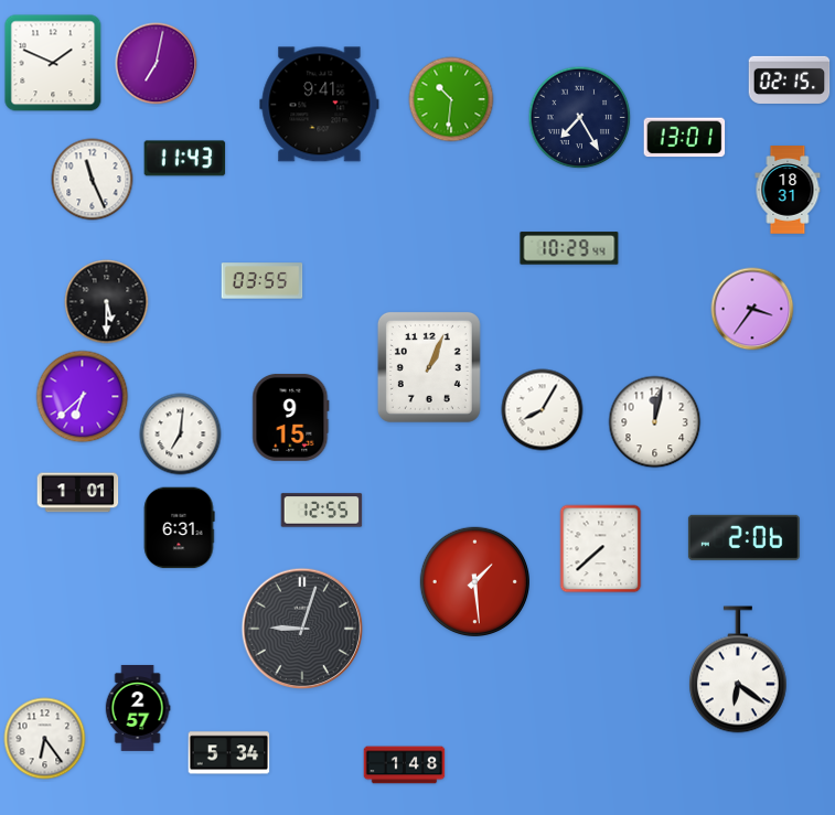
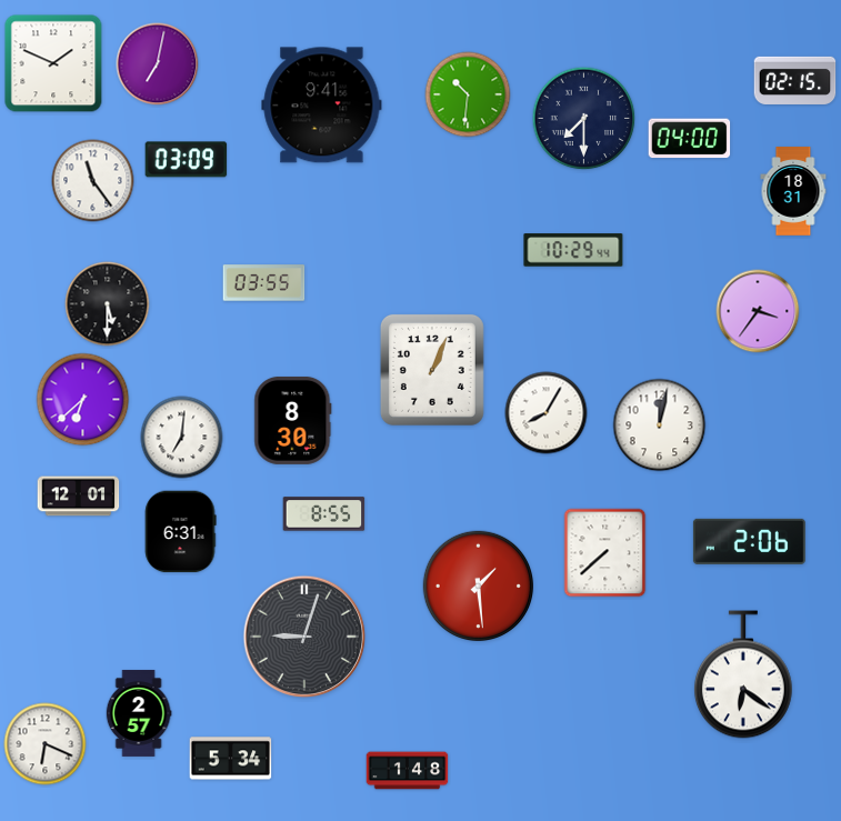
clock at (451, 99) position: (451, 99) -> (468, 94)
clock at (580, 118): 7:25 -> 7:30
clock at (685, 138): 13:01 -> 04:00
clock at (185, 159): 11:43 -> 03:09
clock at (93, 180): 11:26 -> 11:24
clock at (291, 417): 9:15 -> 8:30
clock at (78, 493): 1:01 -> 12:01
clock at (322, 511): 12:55 -> 8:55
clock at (302, 629) position: (302, 629) -> (304, 637)
clock at (45, 739): 6:24 -> 6:19
